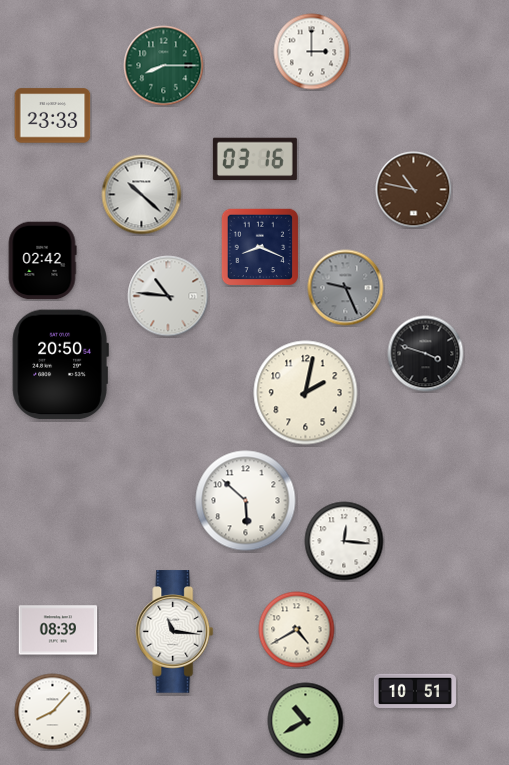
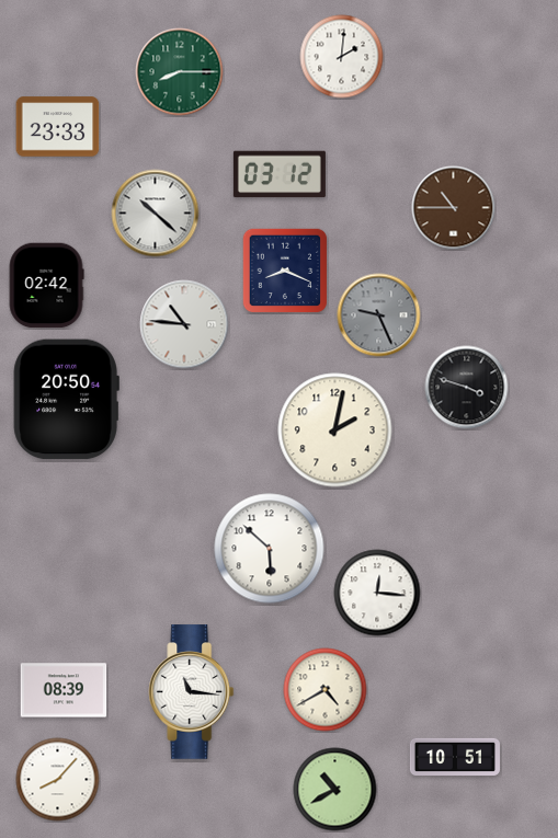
clock at (312, 52): 3:00 -> 2:01
clock at (255, 159): 03:16 -> 03:12
clock at (414, 190): 10:47 -> 10:45
